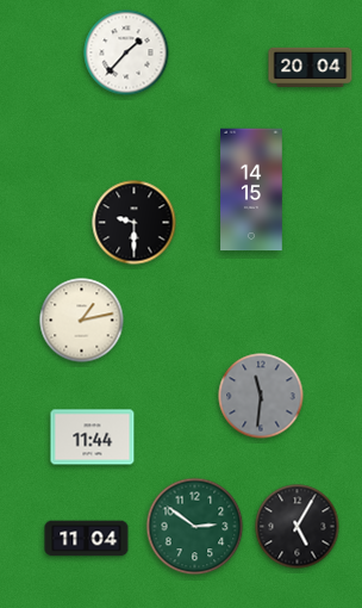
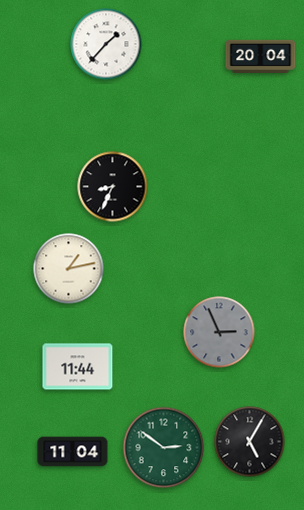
clock at (251, 190): 14:15 -> none
clock at (135, 223): 9:30 -> 8:34
clock at (261, 396): 11:31 -> 2:56
clock at (195, 527) position: (195, 527) -> (164, 448)
